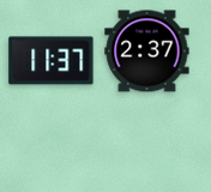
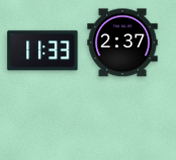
clock at (52, 61): 11:37 -> 11:33
